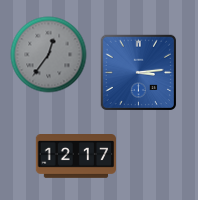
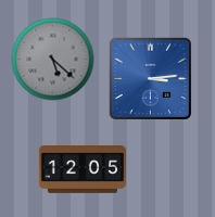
clock at (49, 55): 12:36 -> 5:22
clock at (76, 157): 12:17 -> 12:05
